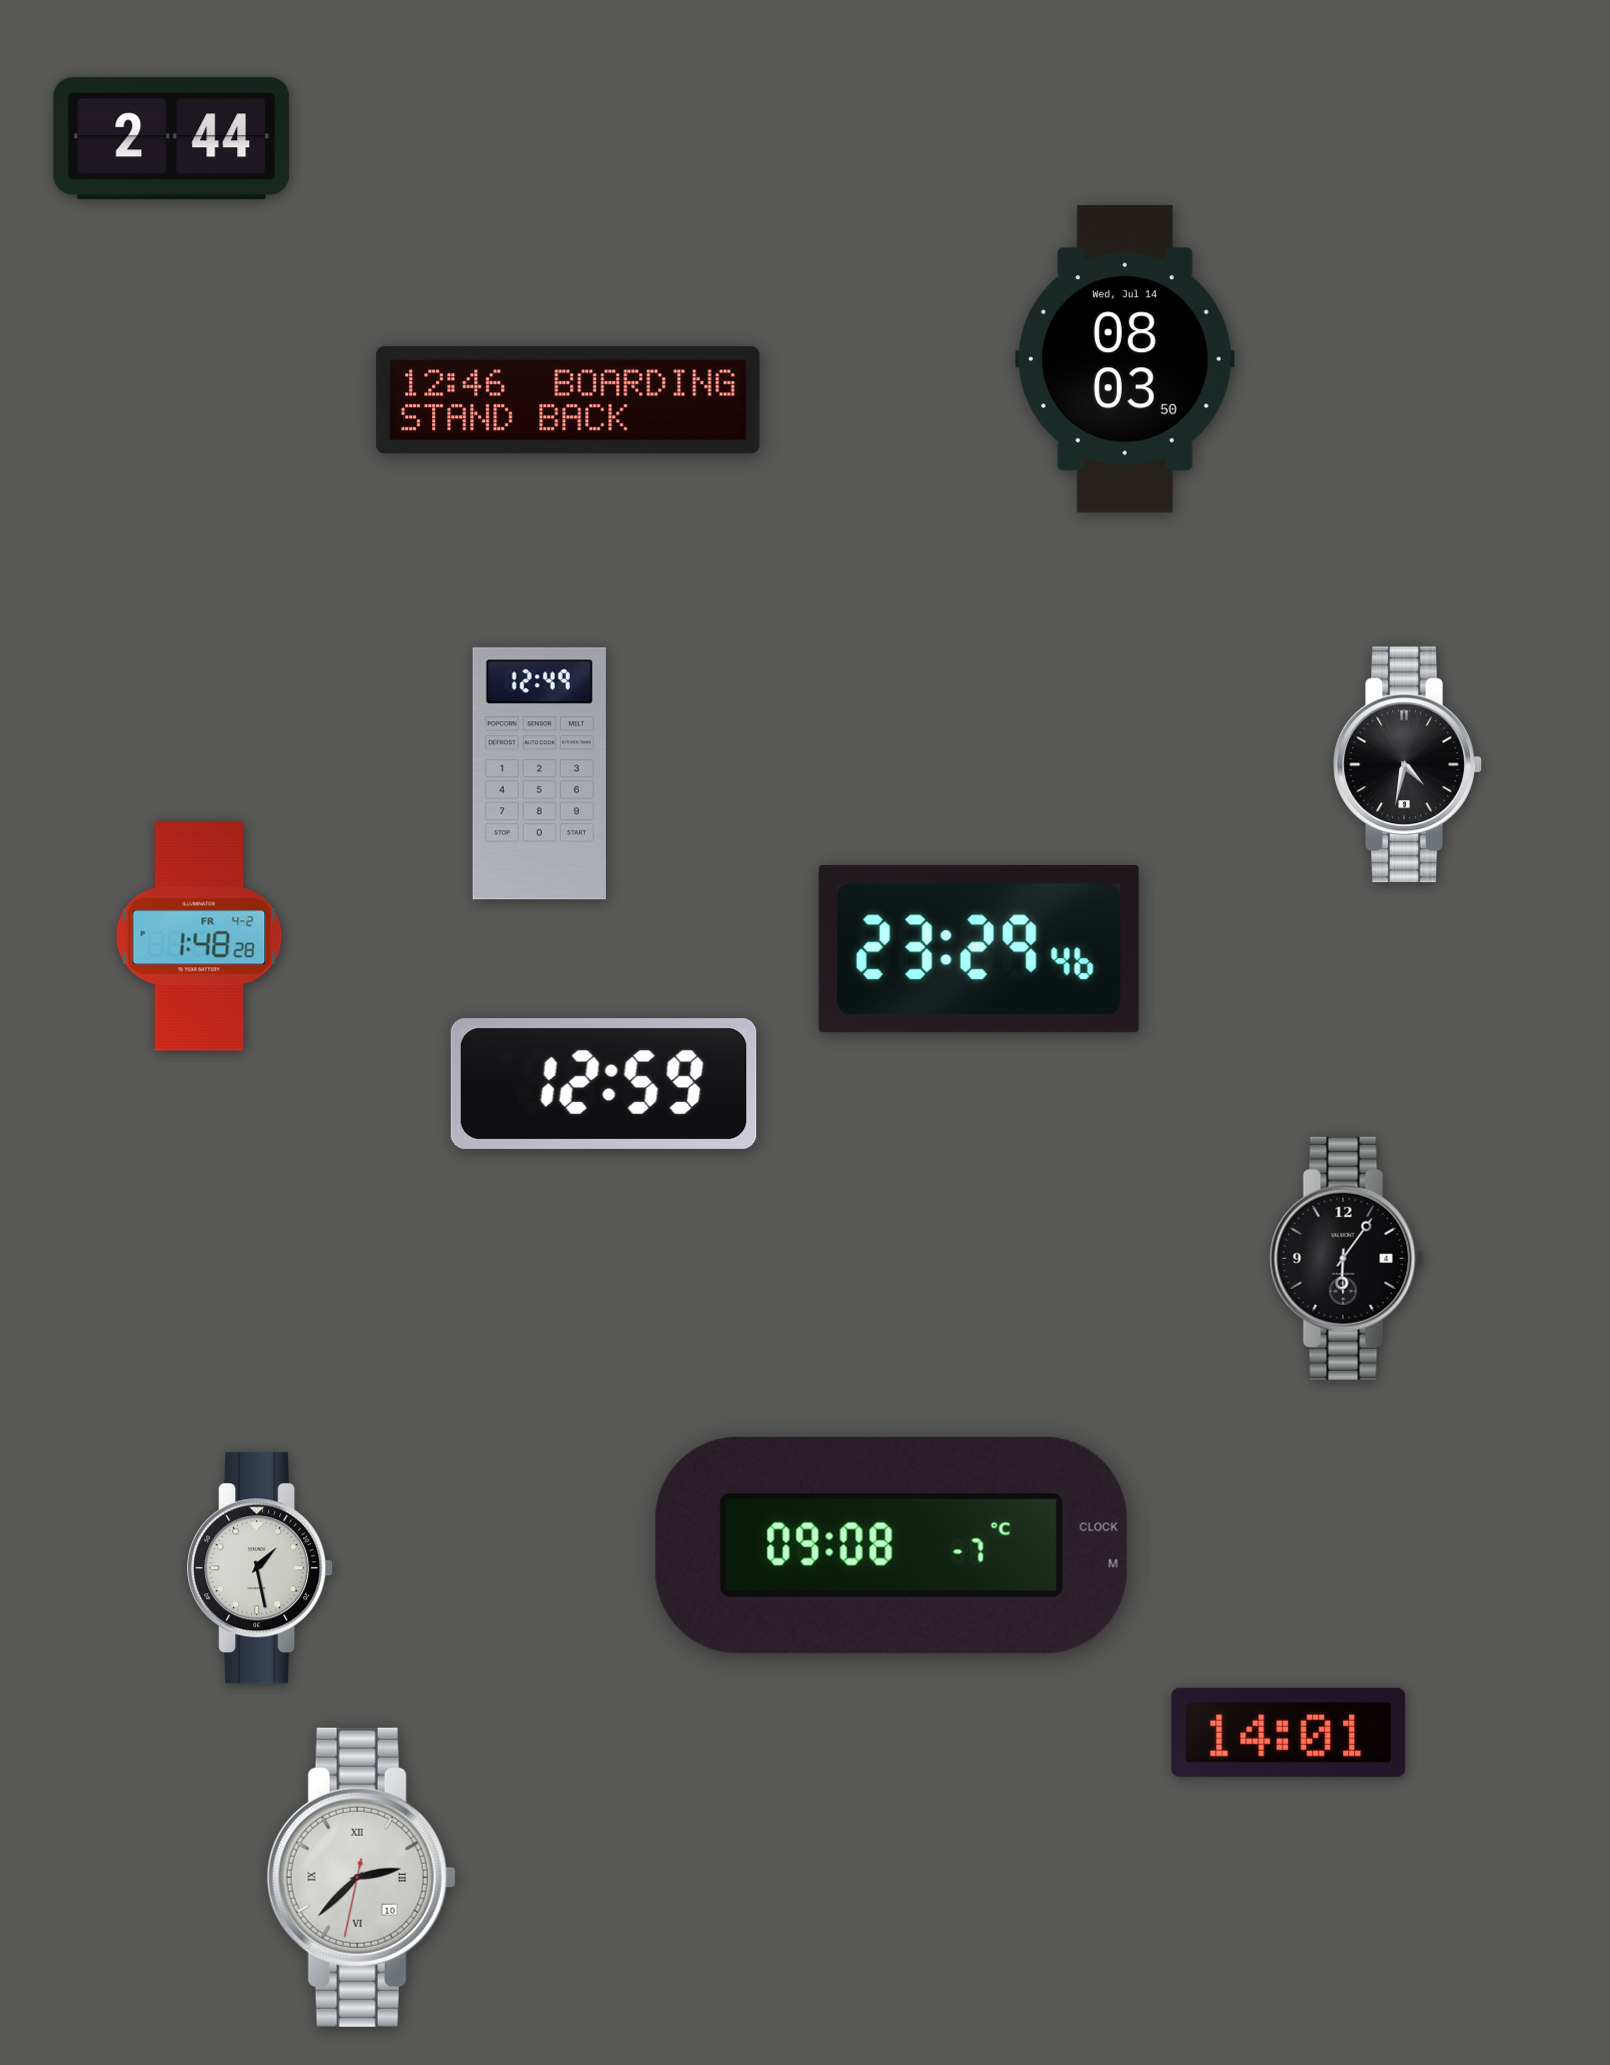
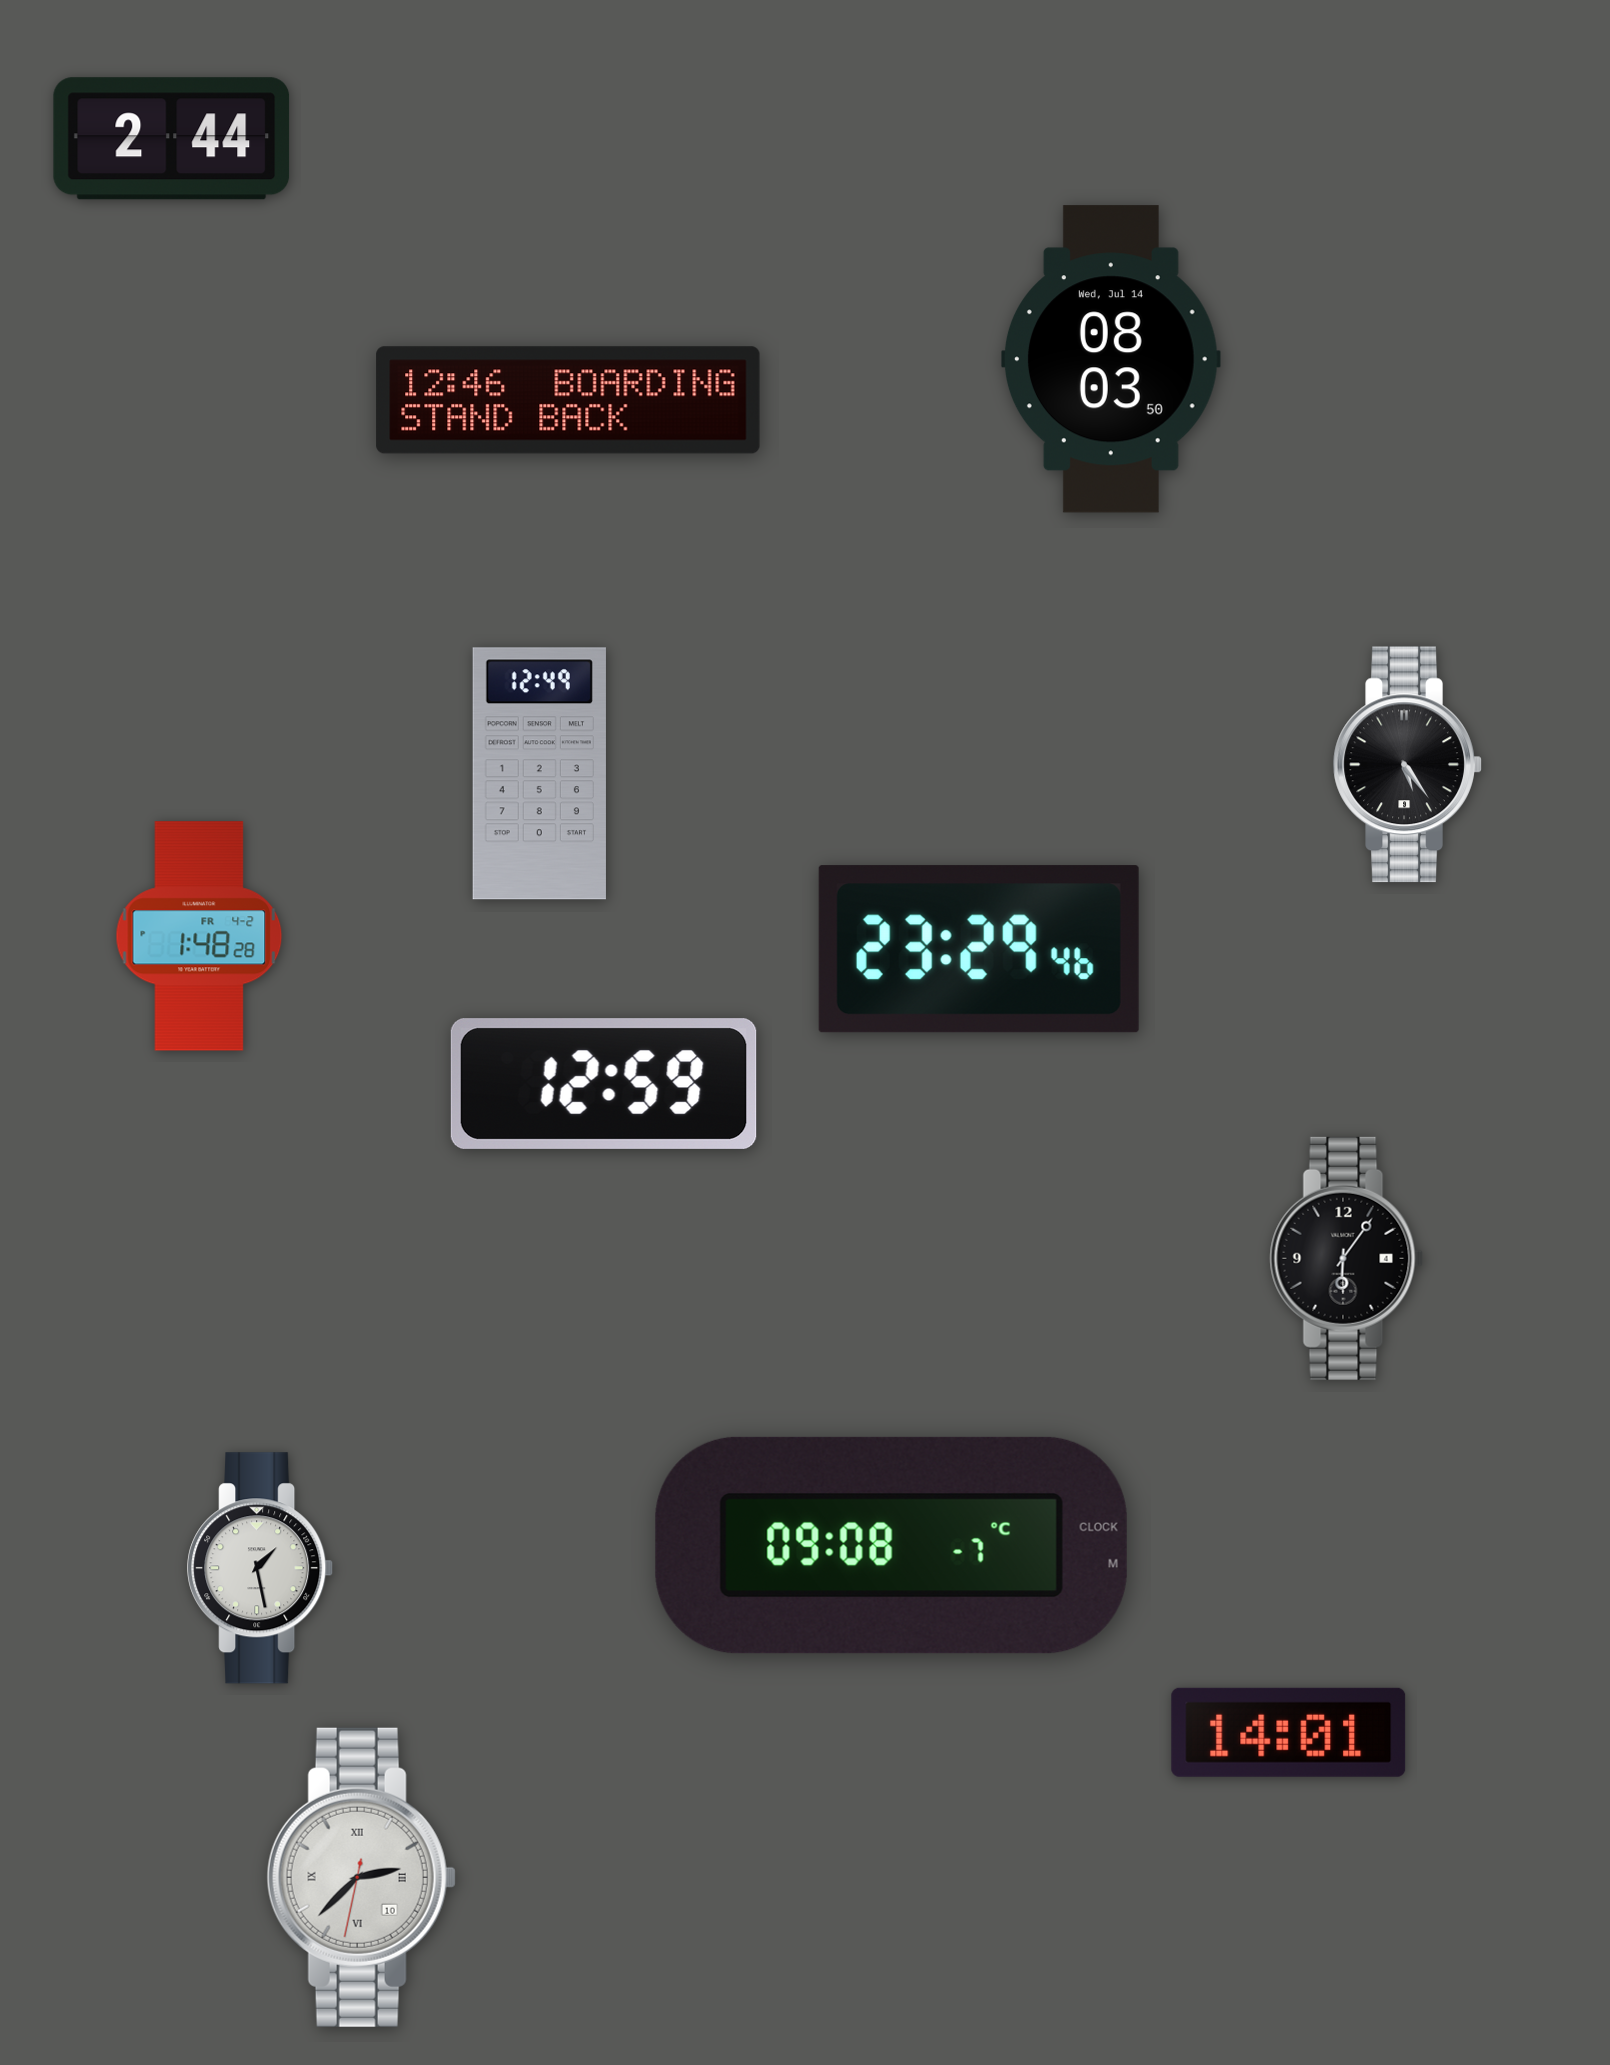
clock at (1125, 359) position: (1125, 359) -> (1111, 359)
clock at (1408, 765): 4:32 -> 5:24
